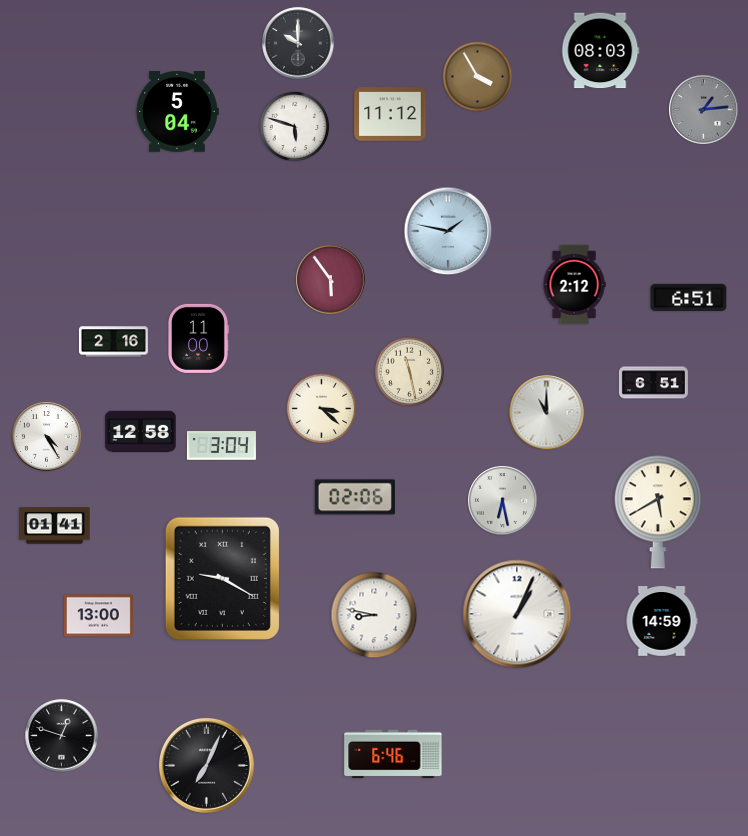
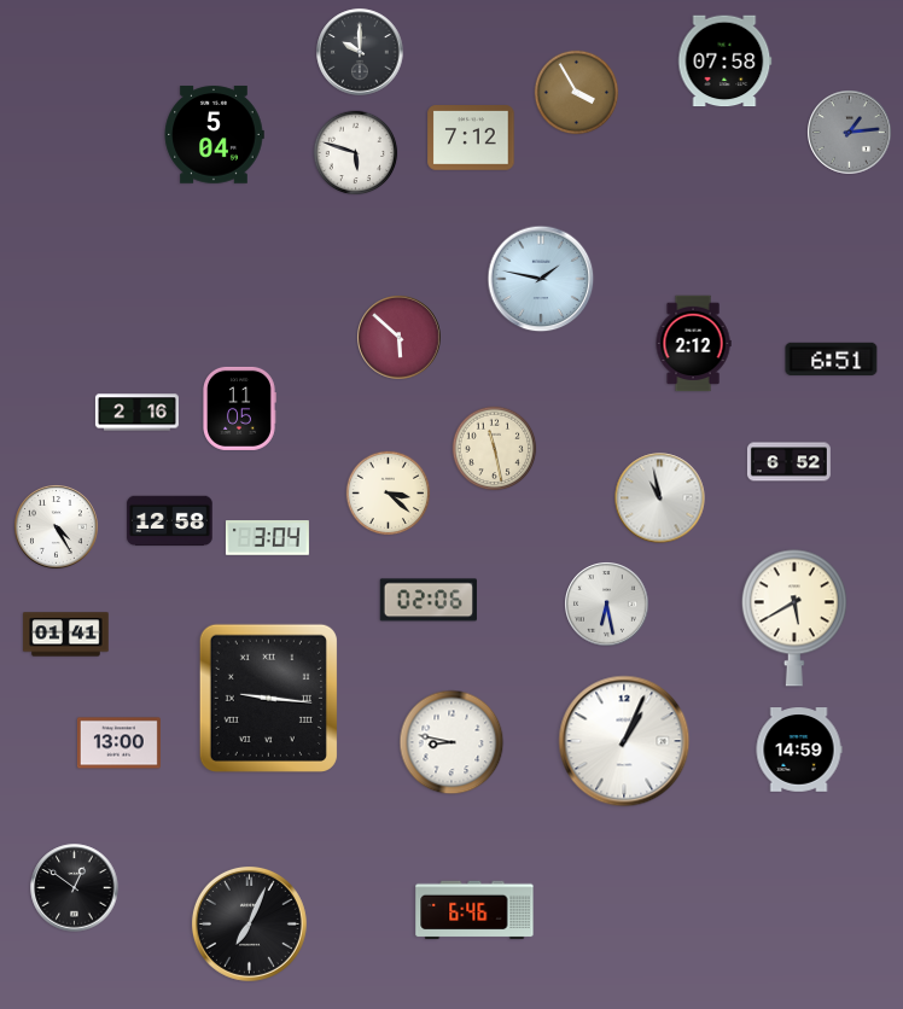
clock at (601, 51): 08:03 -> 07:58
clock at (390, 114): 11:12 -> 7:12
clock at (331, 280): 5:54 -> 5:52
clock at (199, 338): 11:00 -> 11:05
clock at (653, 383): 6:51 -> 6:52
clock at (547, 413): 11:00 -> 10:58
clock at (222, 578): 9:20 -> 9:16
clock at (62, 736): 12:48 -> 12:51
